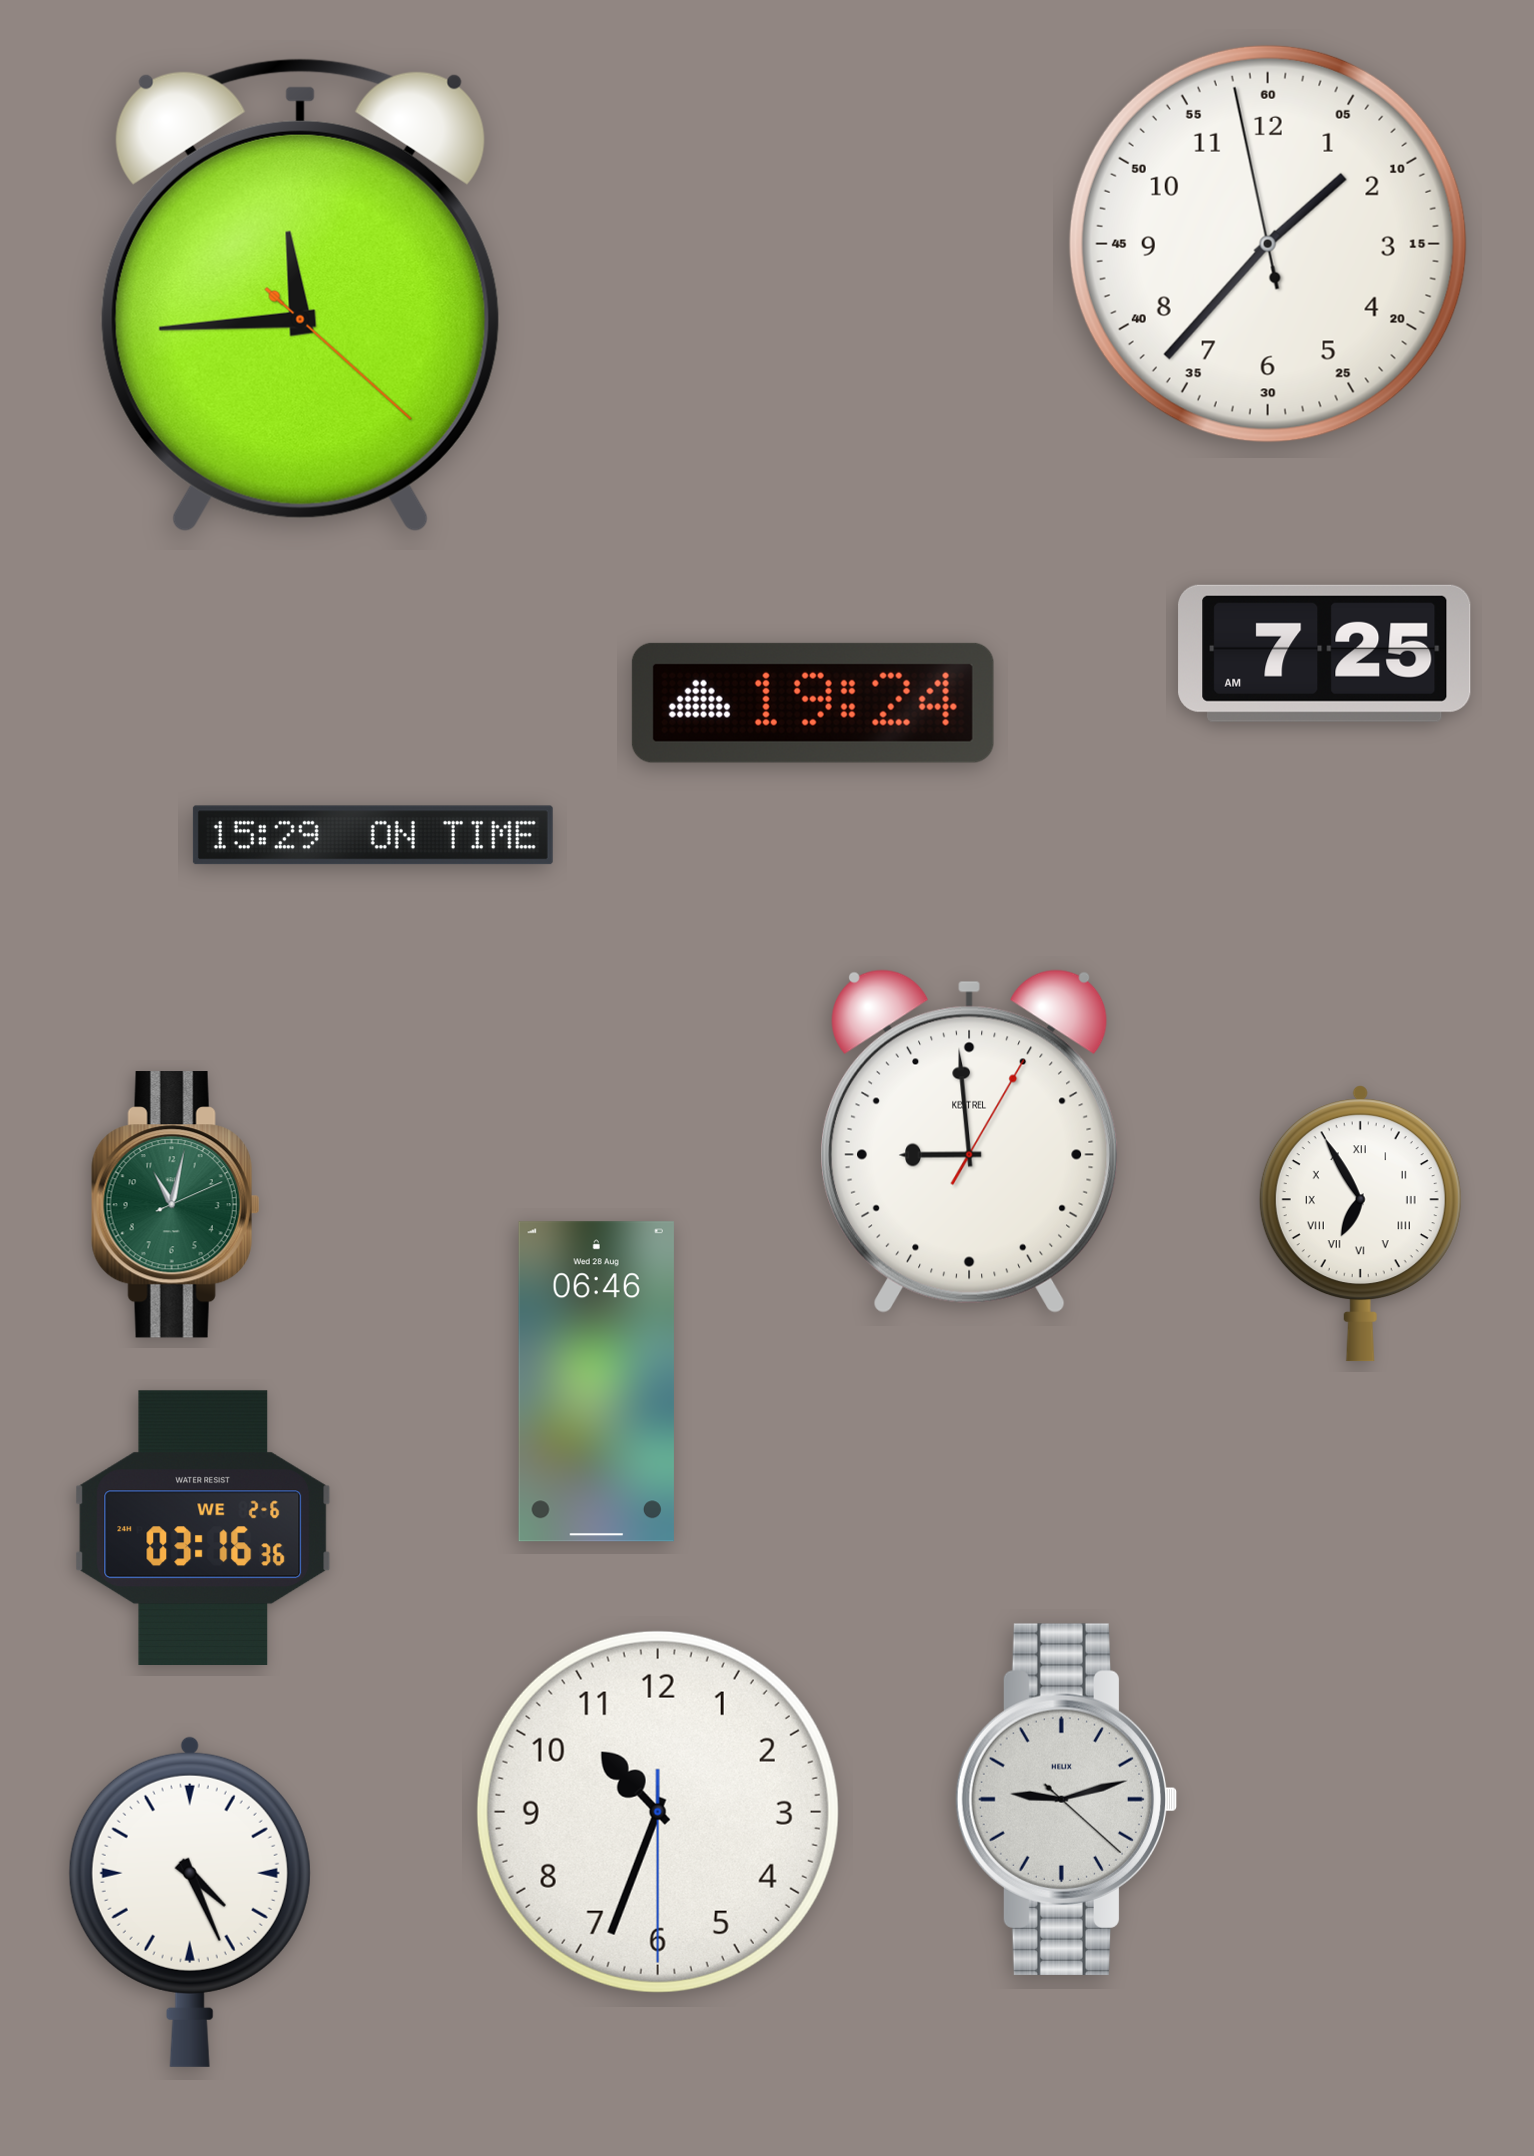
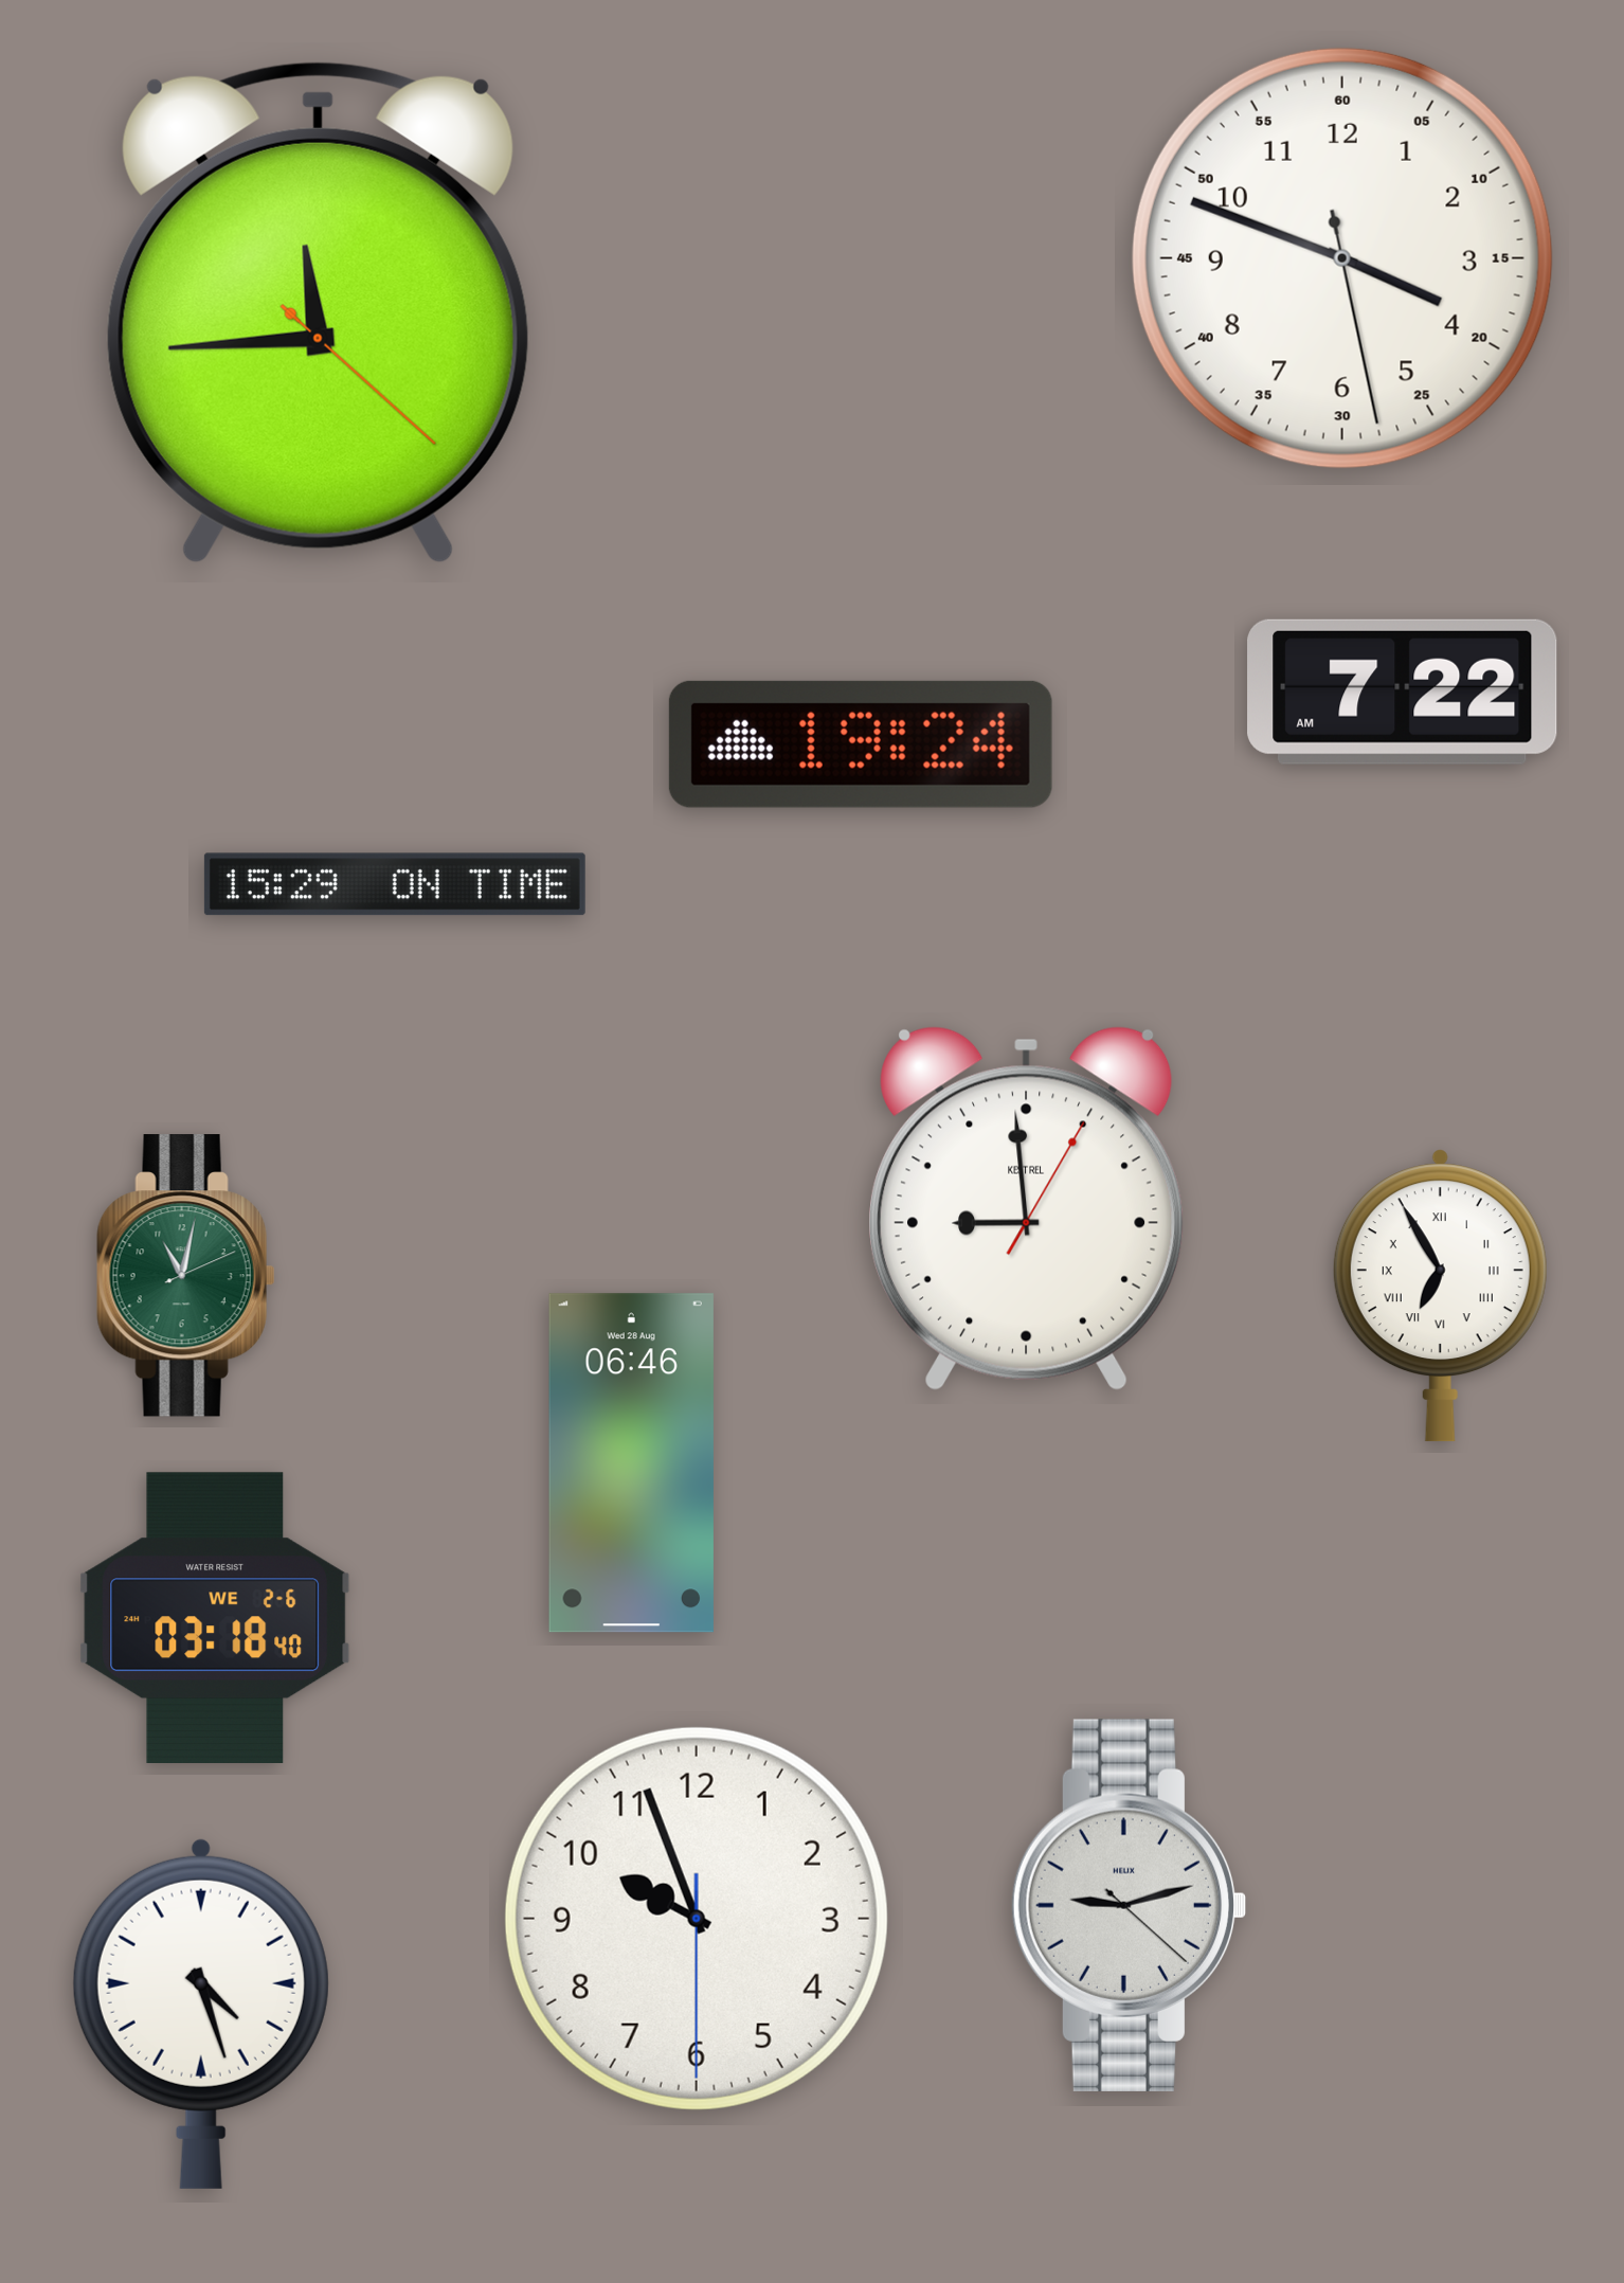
clock at (1268, 244): 1:36 -> 3:48
clock at (1325, 653): 7:25 -> 7:22
clock at (203, 1527): 03:16 -> 03:18
clock at (658, 1812): 10:33 -> 9:56
clock at (190, 1901): 4:26 -> 4:27
